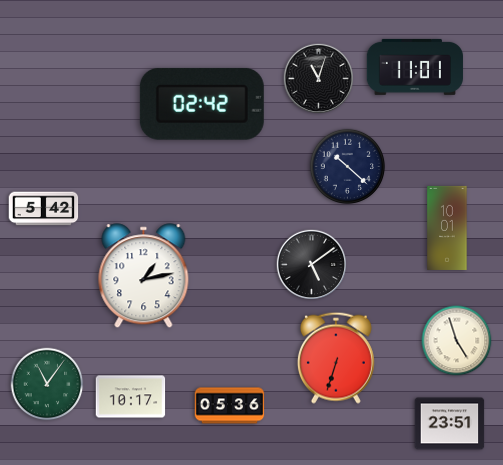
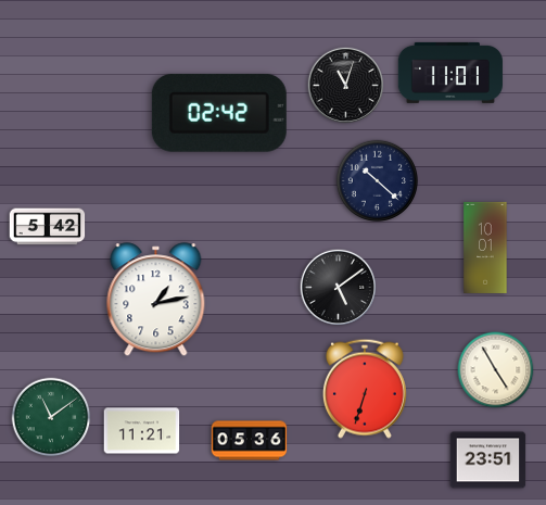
clock at (457, 341): 4:57 -> 4:55
clock at (47, 384): 11:06 -> 11:09
clock at (131, 397): 10:17 -> 11:21
